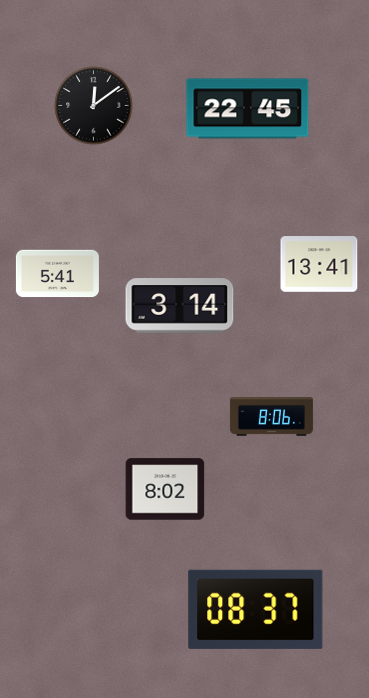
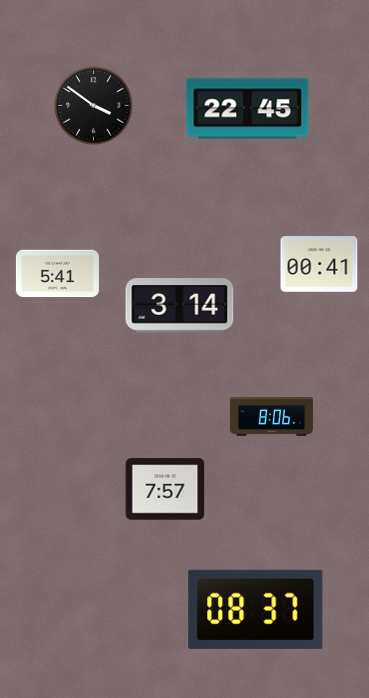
clock at (94, 106): 12:09 -> 3:51
clock at (319, 264): 13:41 -> 00:41
clock at (165, 489): 8:02 -> 7:57
